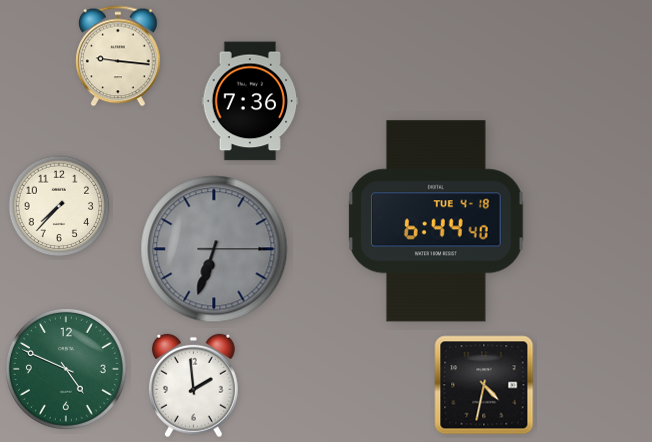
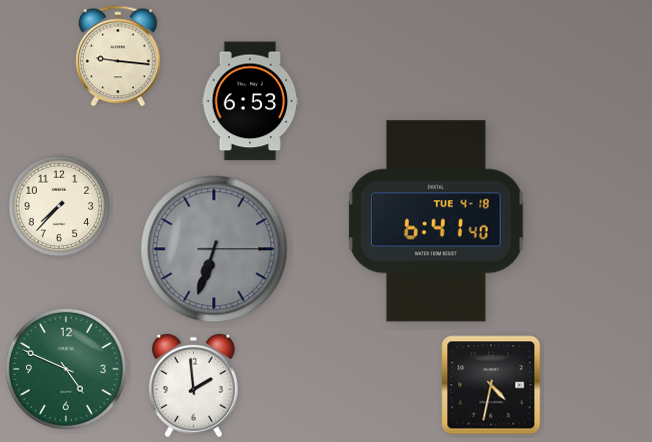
clock at (250, 101): 7:36 -> 6:53
clock at (436, 221): 6:44 -> 6:41
clock at (484, 385) position: (484, 385) -> (491, 385)
